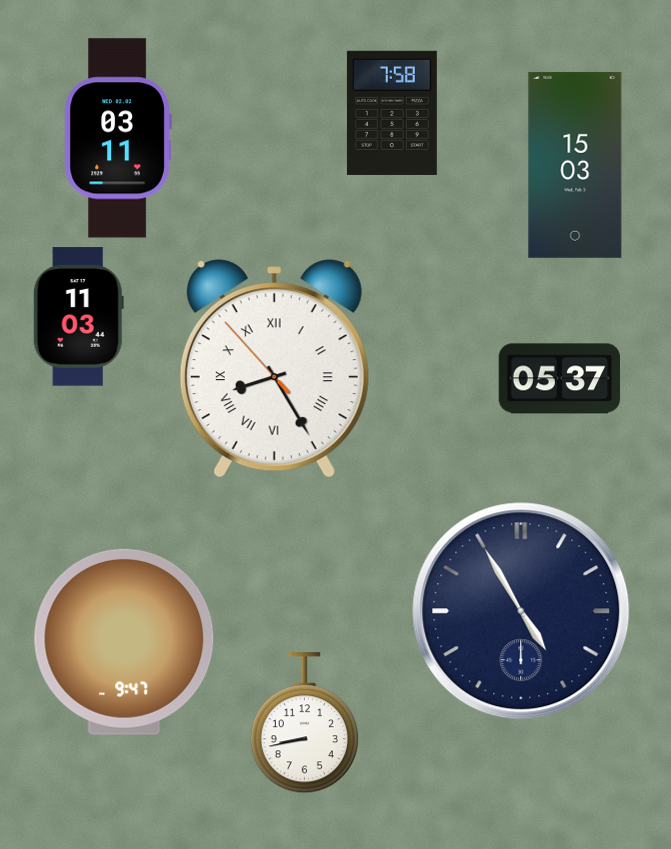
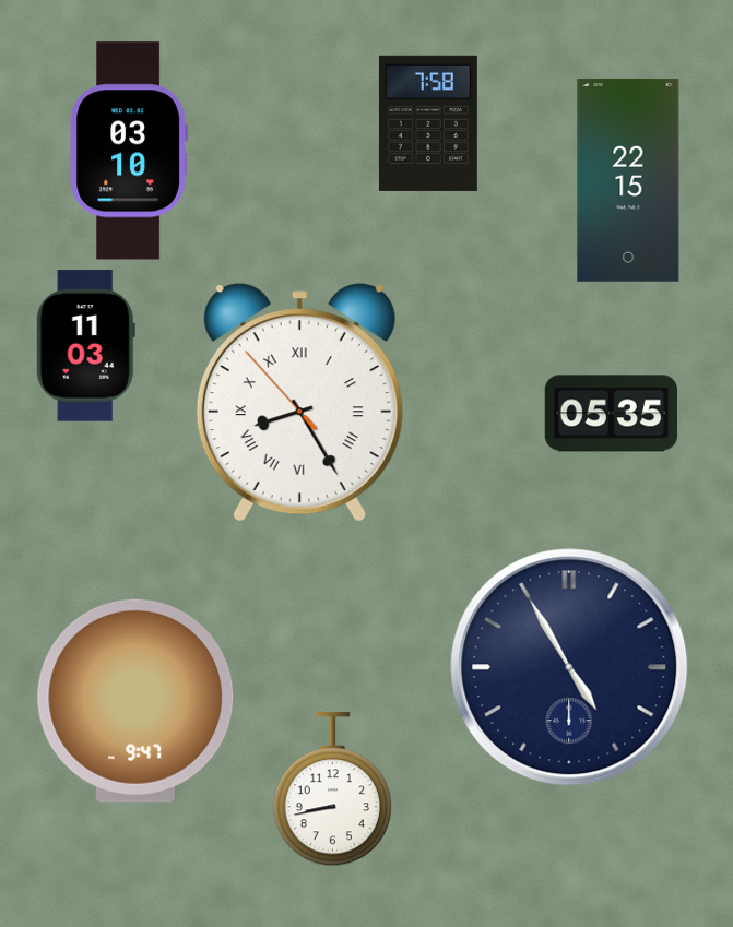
clock at (118, 138): 03:11 -> 03:10
clock at (575, 165): 15:03 -> 22:15
clock at (559, 379): 05:37 -> 05:35
